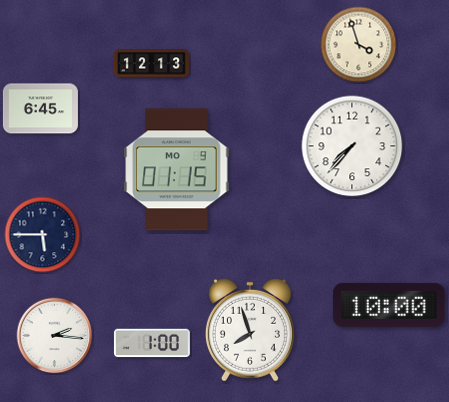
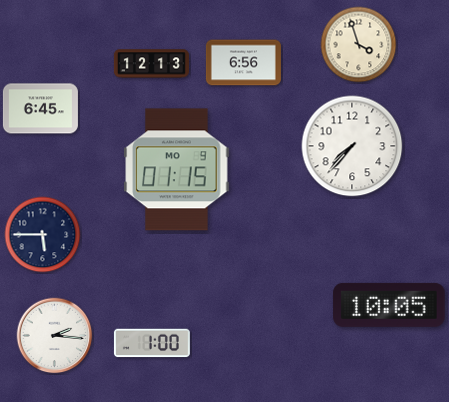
clock at (243, 63): none -> 6:56
clock at (389, 305): 10:00 -> 10:05
clock at (250, 330): 7:57 -> none
